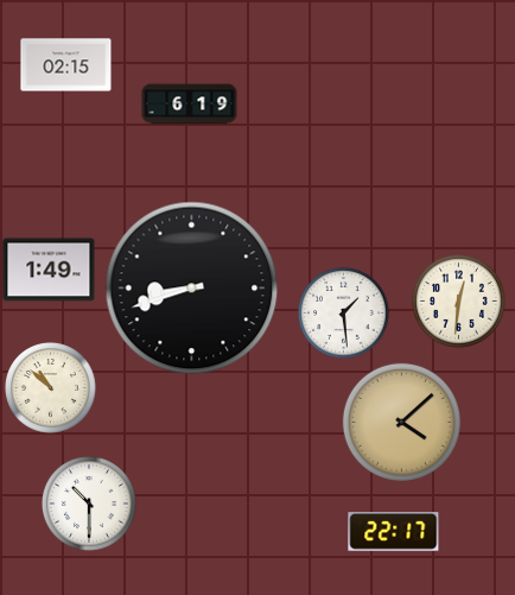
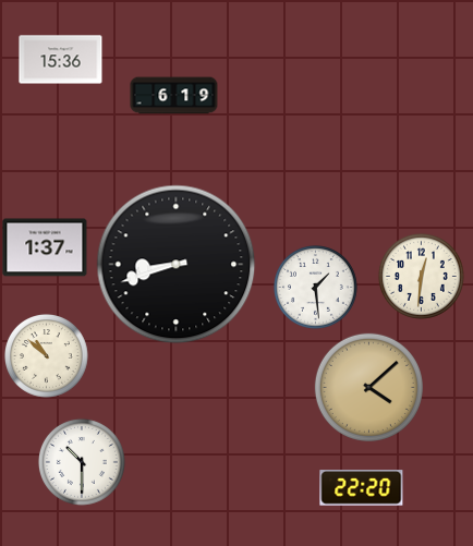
clock at (66, 65): 02:15 -> 15:36
clock at (49, 270): 1:49 -> 1:37
clock at (394, 532): 22:17 -> 22:20
